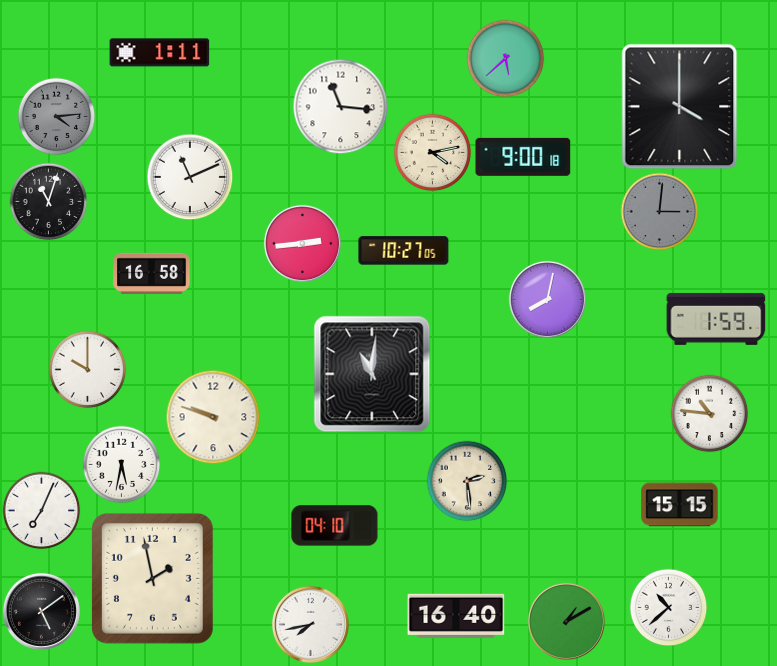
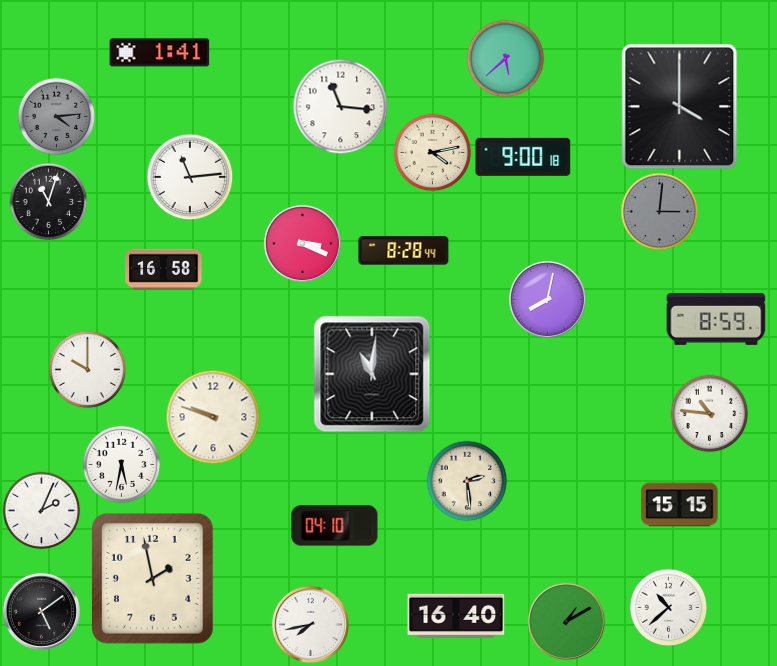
clock at (160, 53): 1:11 -> 1:41
clock at (190, 177): 11:11 -> 11:14
clock at (302, 243): 2:44 -> 3:19
clock at (404, 251): 10:27 -> 8:28
clock at (152, 273) position: (152, 273) -> (164, 269)
clock at (716, 319): 1:59 -> 8:59
clock at (41, 510): 7:04 -> 2:04
